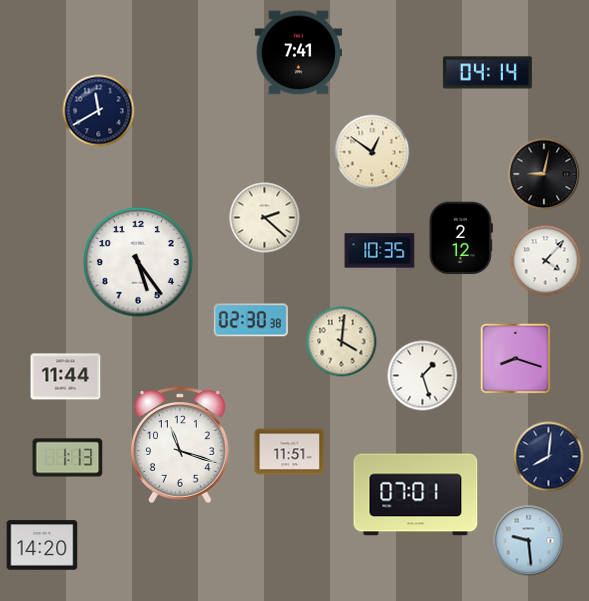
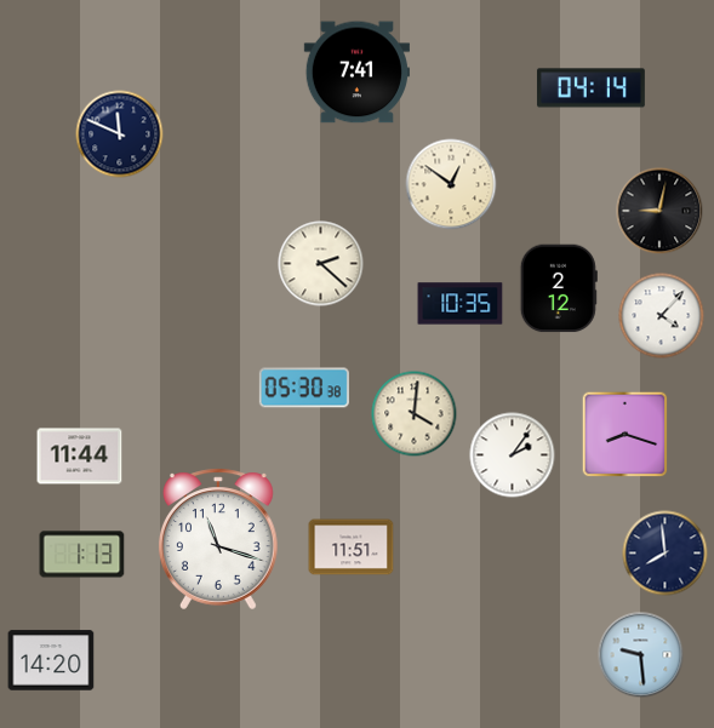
clock at (298, 53) position: (298, 53) -> (356, 73)
clock at (99, 111): 11:40 -> 11:49
clock at (138, 262): 5:24 -> none
clock at (251, 320): 02:30 -> 05:30
clock at (423, 376): 1:27 -> 2:06
clock at (549, 457): 8:01 -> 7:59
clock at (416, 495): 07:01 -> none
